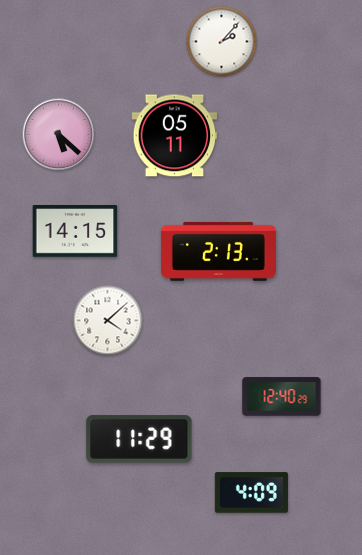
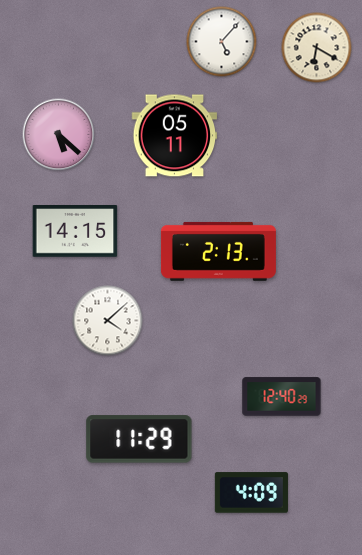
clock at (222, 42): 2:07 -> 5:07
clock at (317, 48): none -> 6:20
